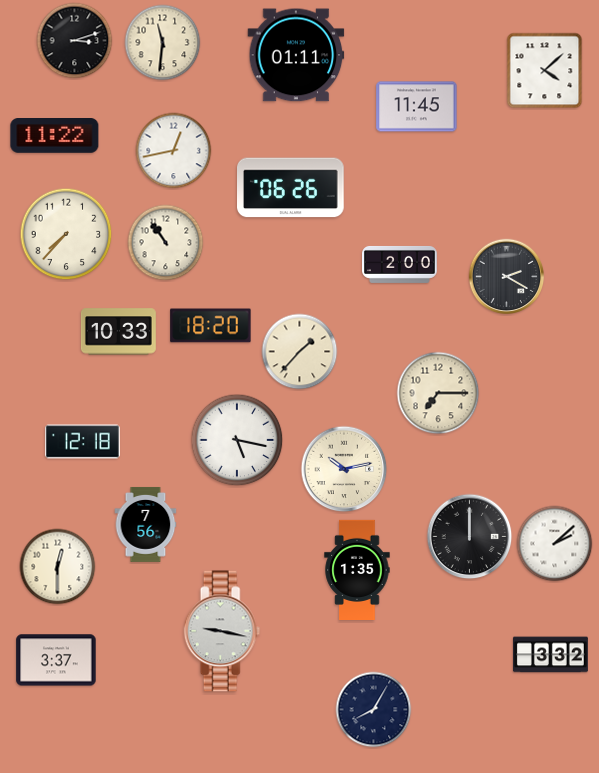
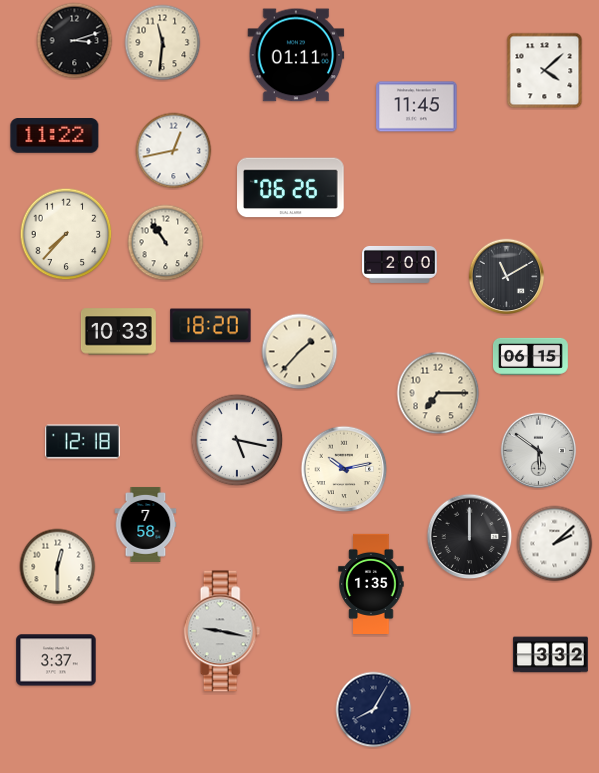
clock at (507, 277): 2:20 -> 11:10
clock at (530, 356): none -> 06:15
clock at (539, 451): none -> 5:51
clock at (146, 524): 7:56 -> 7:58
clock at (357, 569) position: (357, 569) -> (371, 583)
